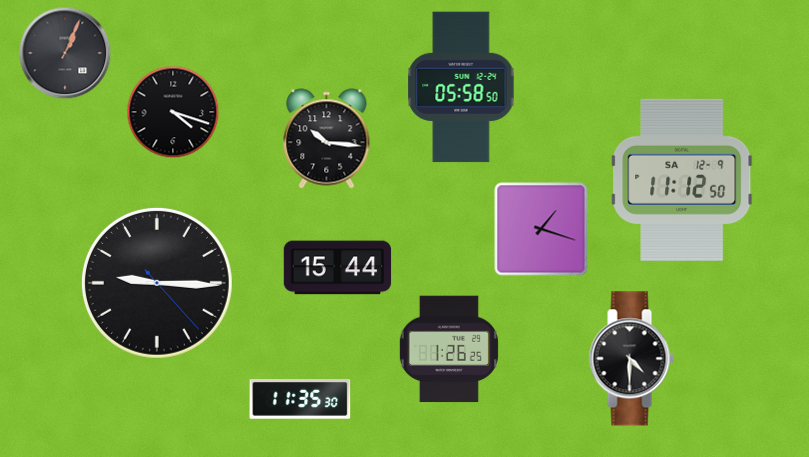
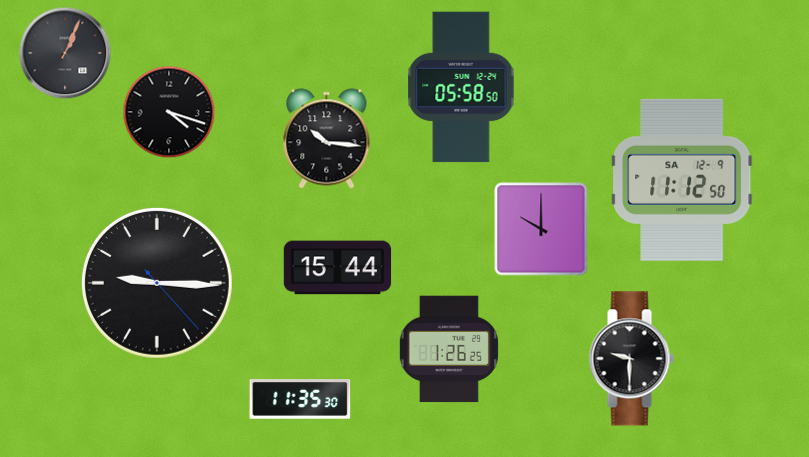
clock at (173, 112) position: (173, 112) -> (169, 112)
clock at (541, 229): 1:18 -> 10:00
clock at (631, 359): 4:30 -> 9:30
